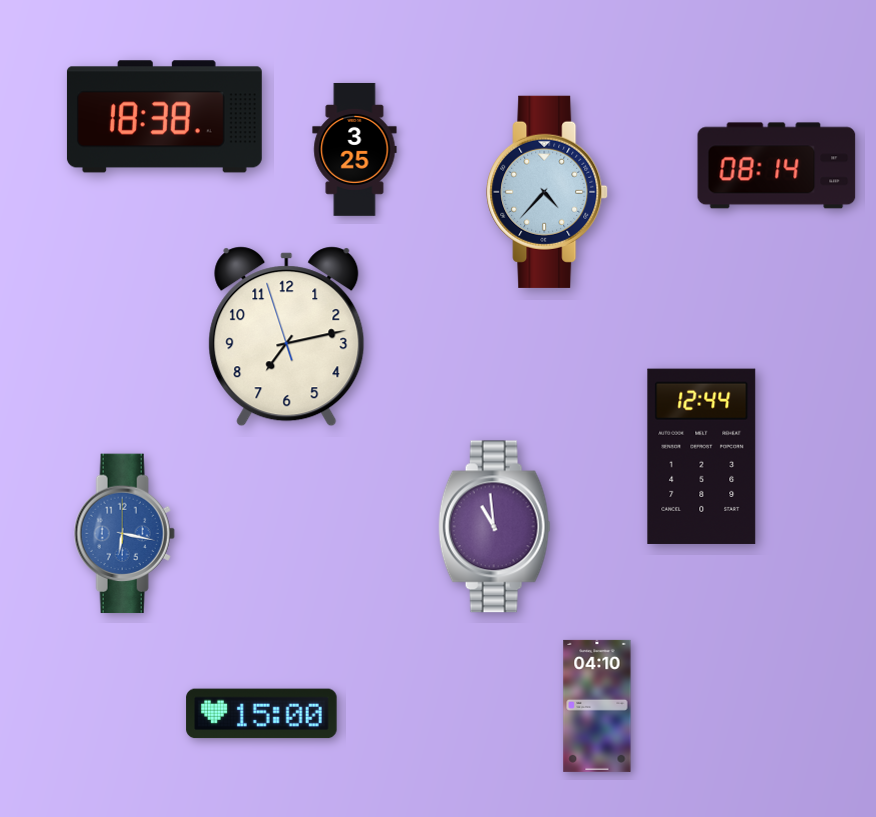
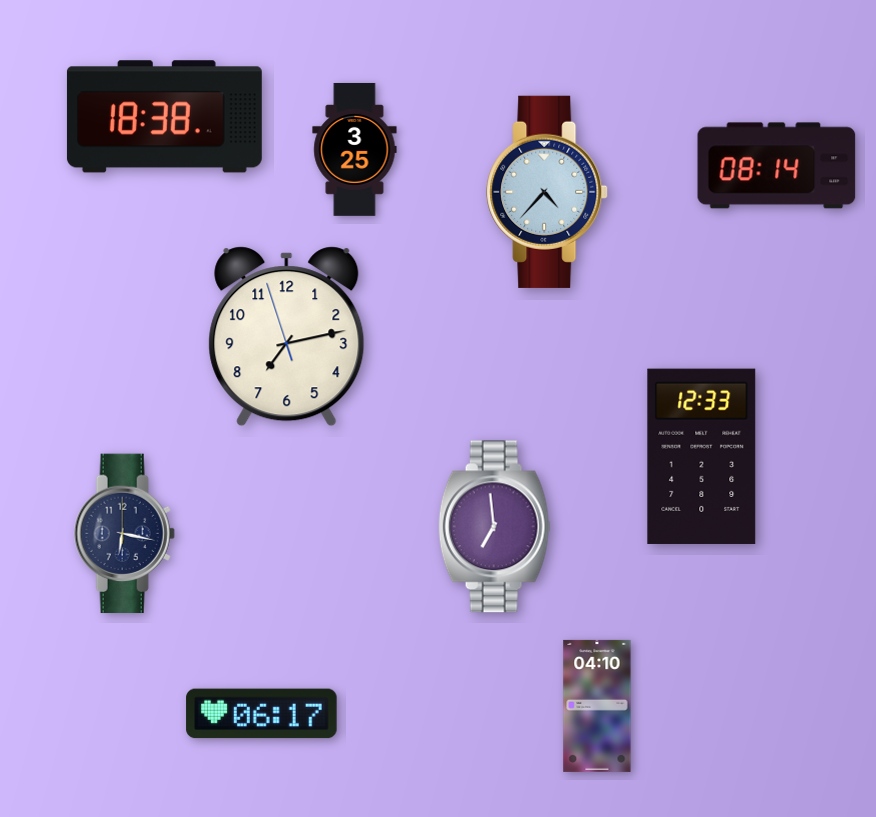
clock at (702, 456): 12:44 -> 12:33
clock at (494, 527): 10:59 -> 6:59
clock at (124, 534) dial: blue -> navy
clock at (262, 714): 15:00 -> 06:17
